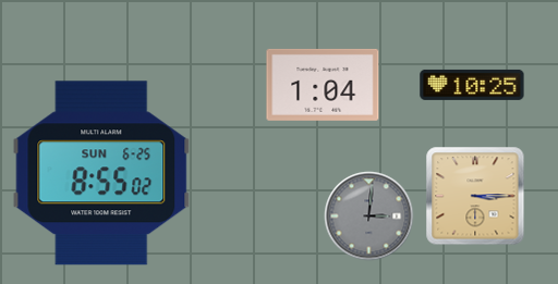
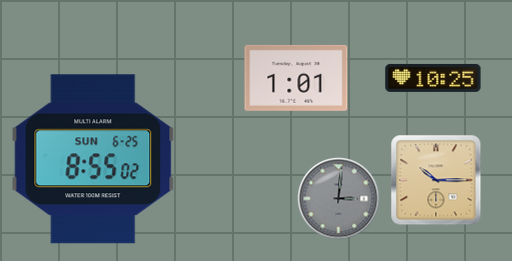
clock at (323, 85): 1:04 -> 1:01
clock at (475, 196): 3:15 -> 10:15
